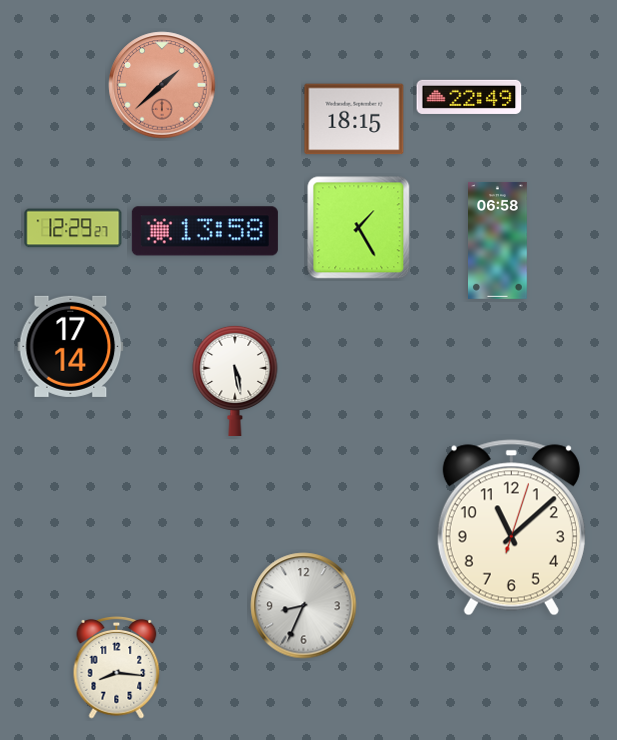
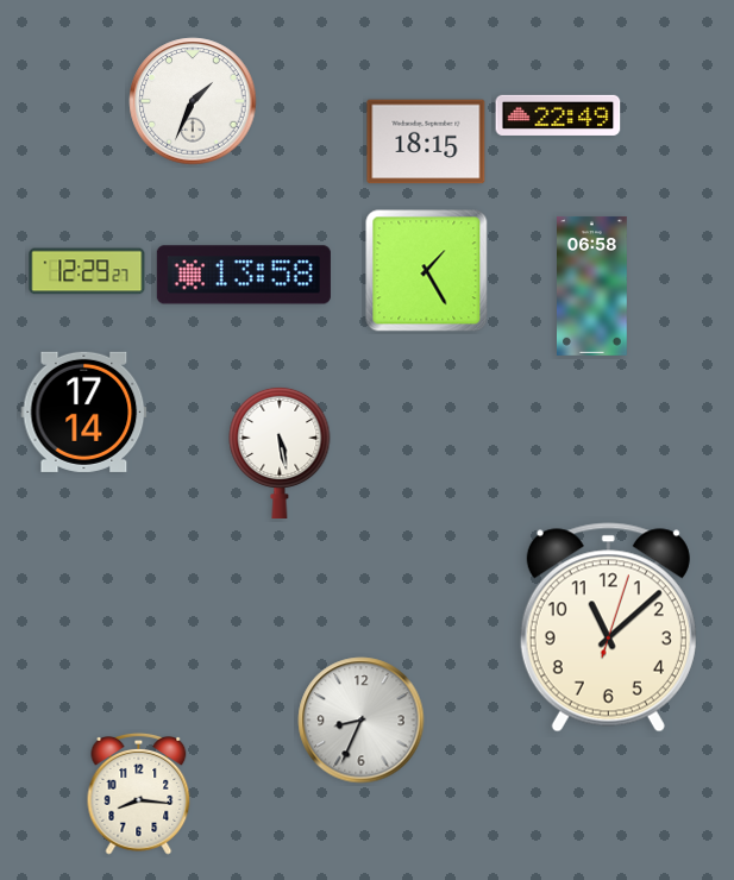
clock at (162, 85): 1:38 -> 1:34
clock at (162, 85) dial: salmon -> white
clock at (354, 119) position: (354, 119) -> (426, 142)
